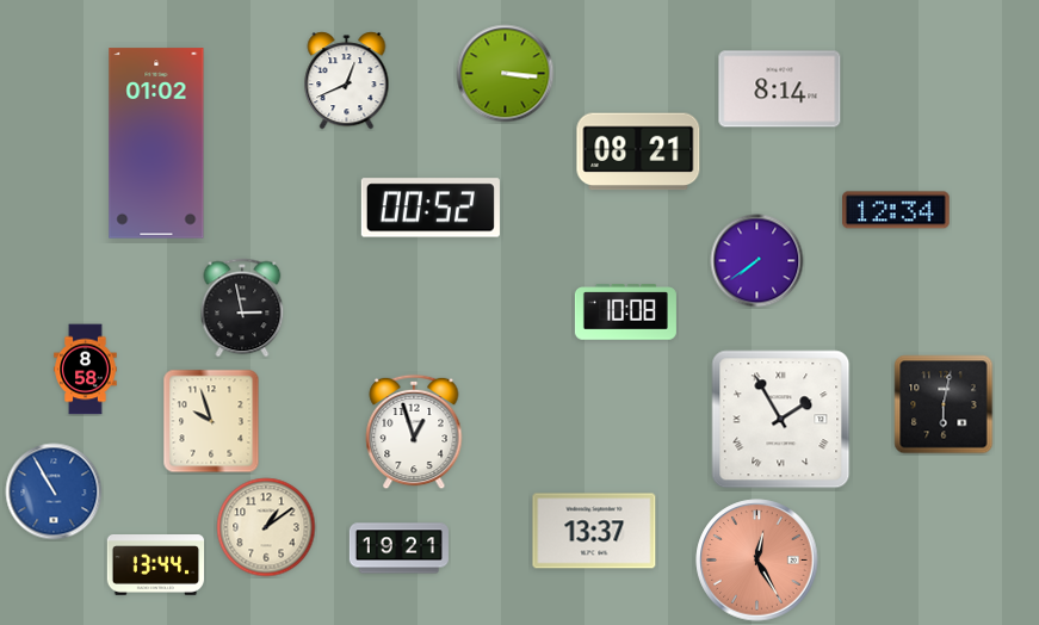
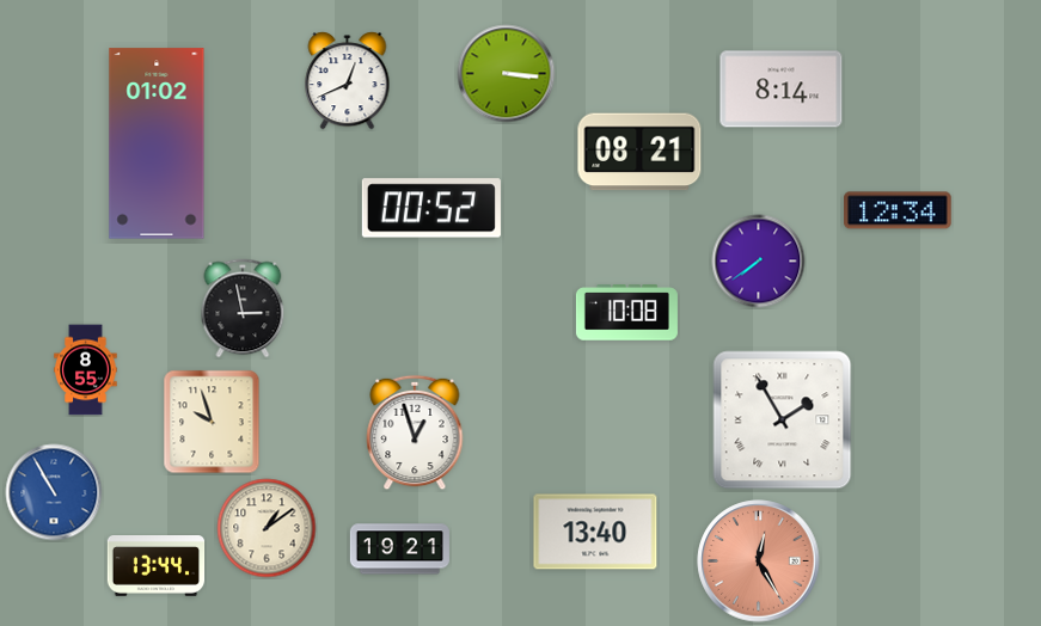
clock at (86, 370): 8:58 -> 8:55
clock at (944, 404): 6:02 -> none
clock at (594, 531): 13:37 -> 13:40
